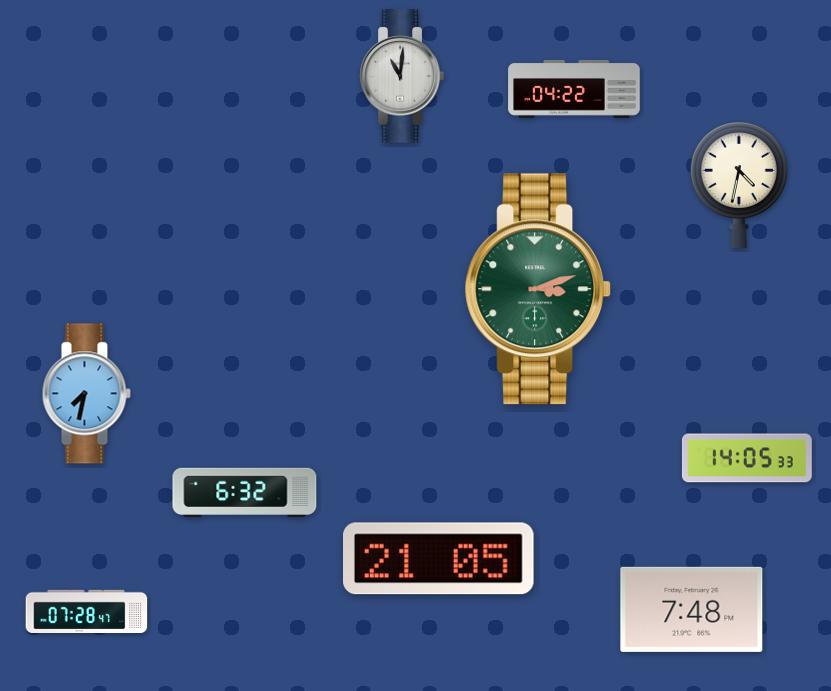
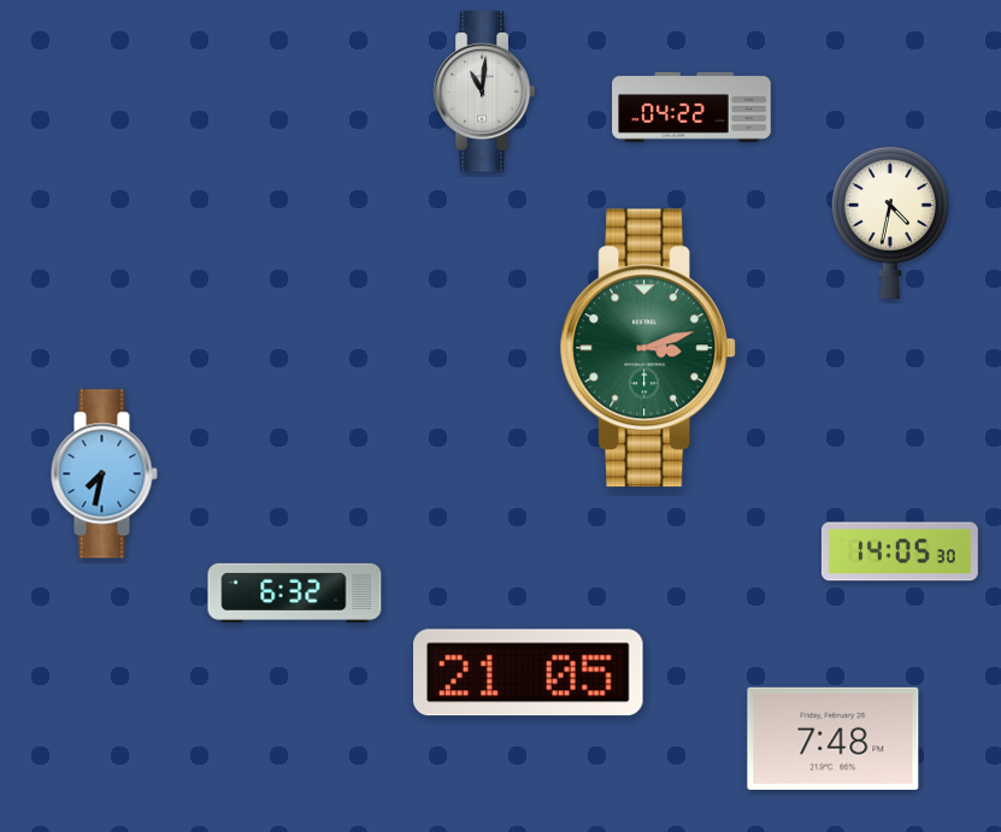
clock at (747, 458): 14:05:33 -> 14:05:30
clock at (692, 609) position: (692, 609) -> (834, 738)
clock at (87, 611): 07:28 -> none
